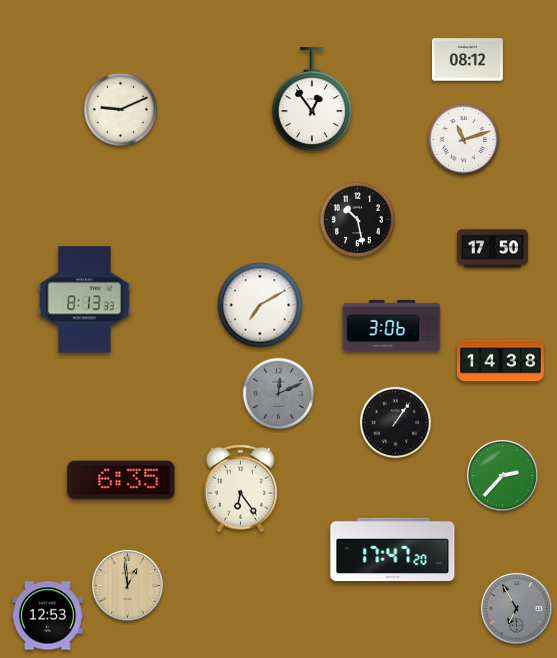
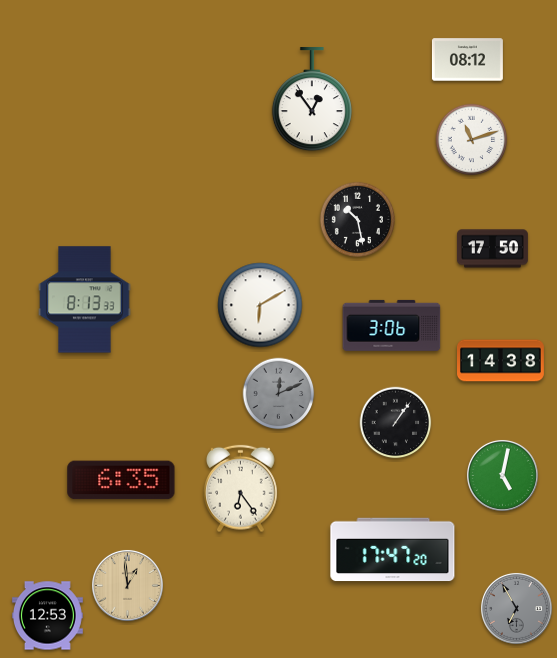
clock at (121, 110): 9:11 -> none
clock at (464, 140) position: (464, 140) -> (472, 140)
clock at (260, 305): 7:10 -> 6:10
clock at (502, 475): 2:37 -> 5:02
